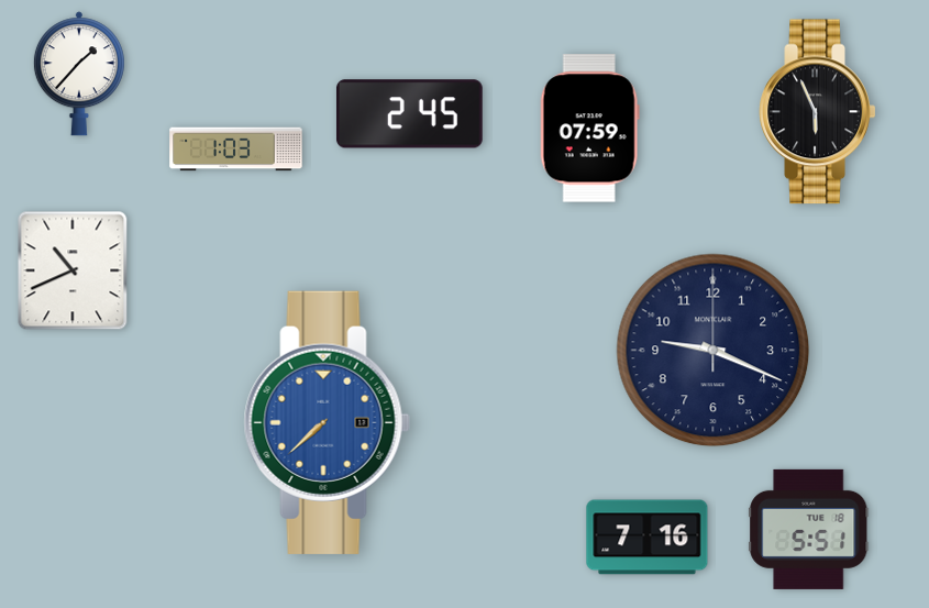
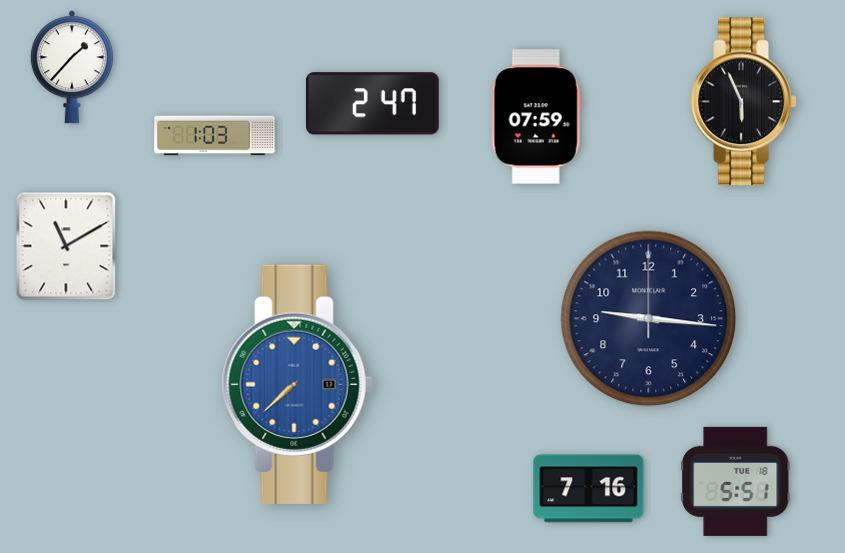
clock at (409, 114): 2:45 -> 2:47
clock at (73, 270): 10:41 -> 11:10
clock at (714, 351): 9:19 -> 9:16
